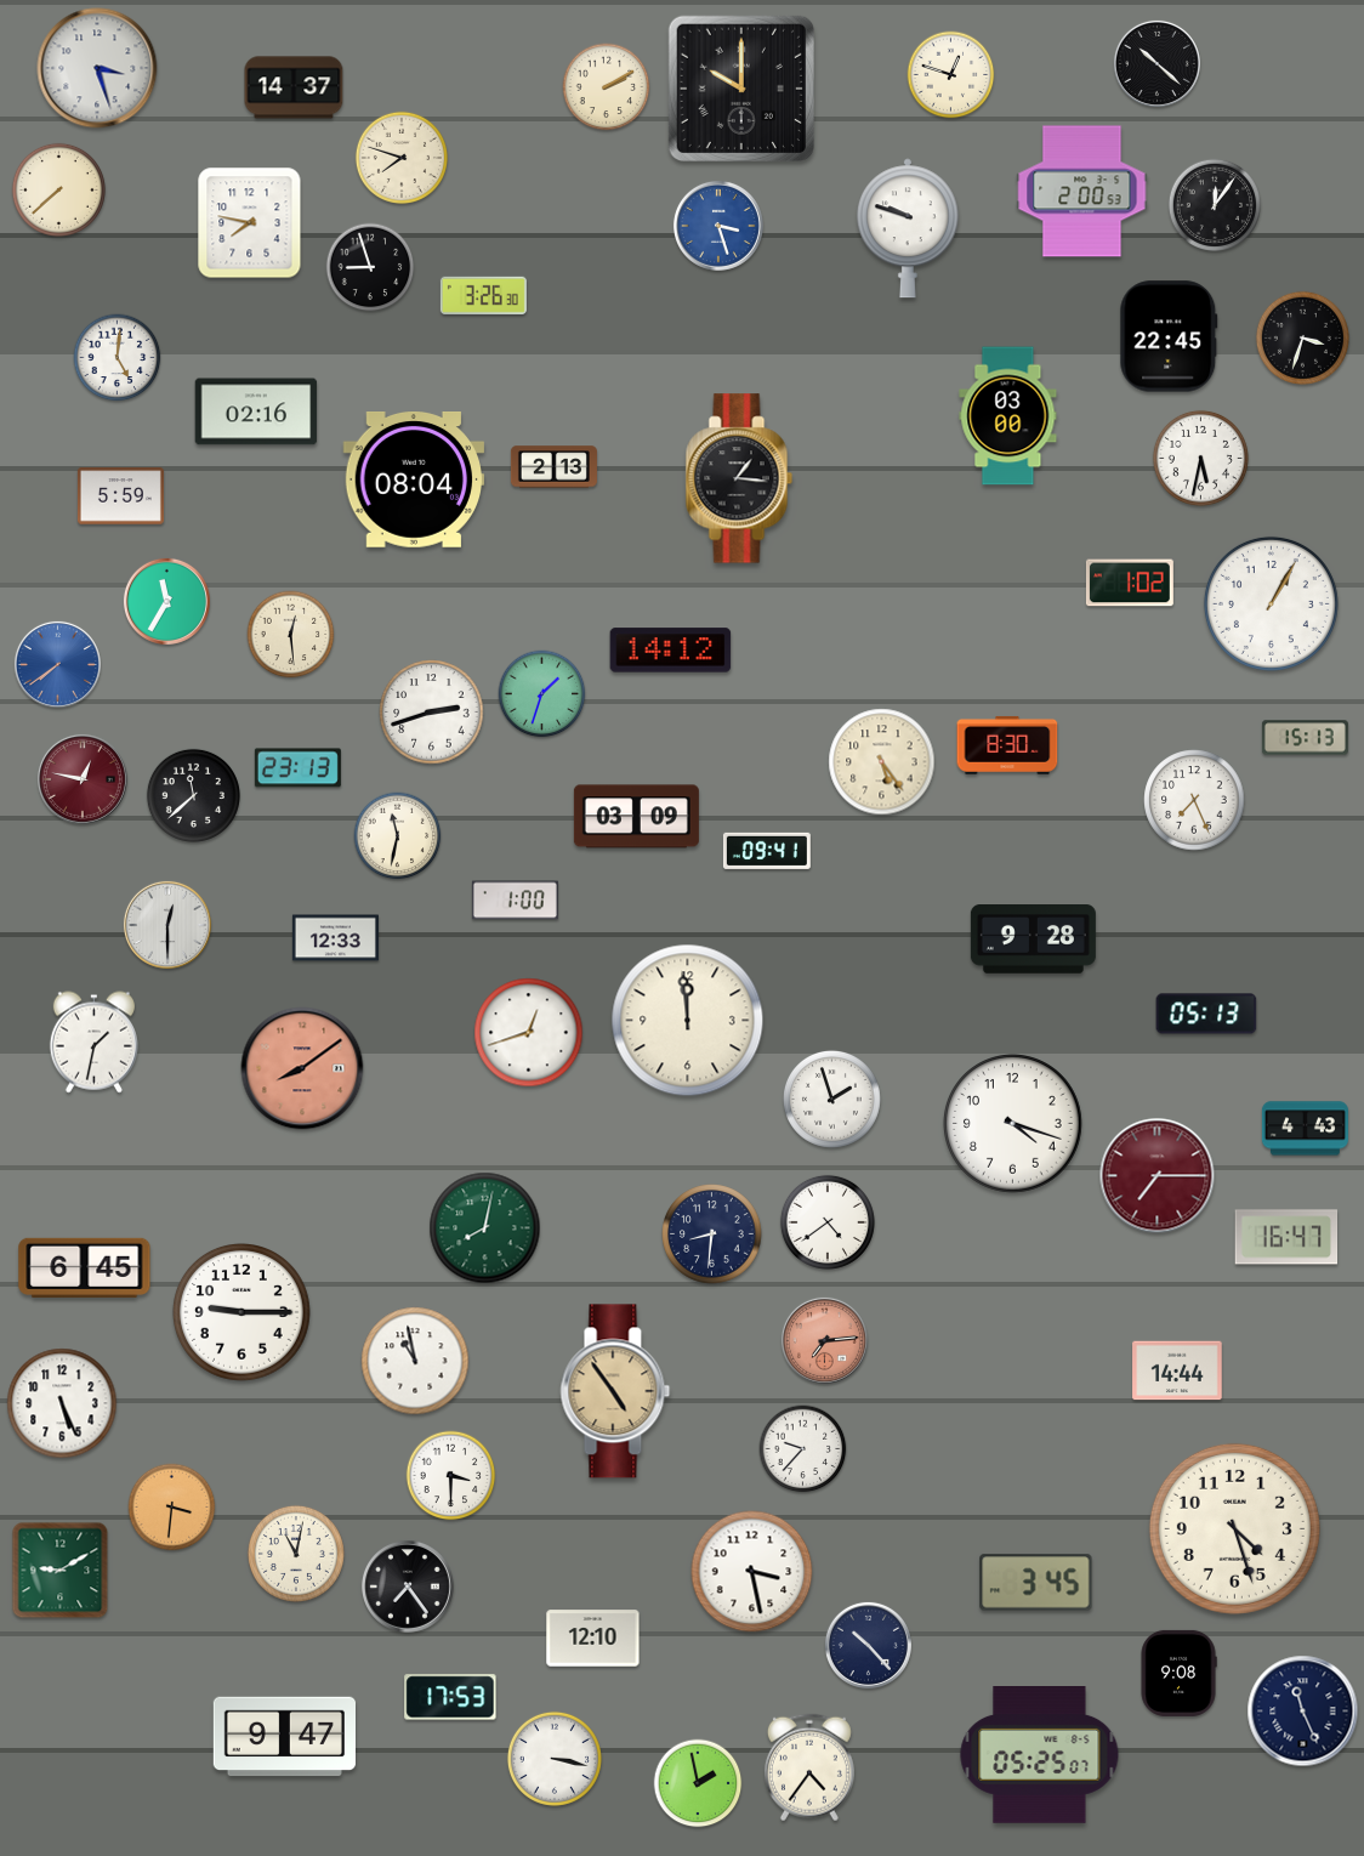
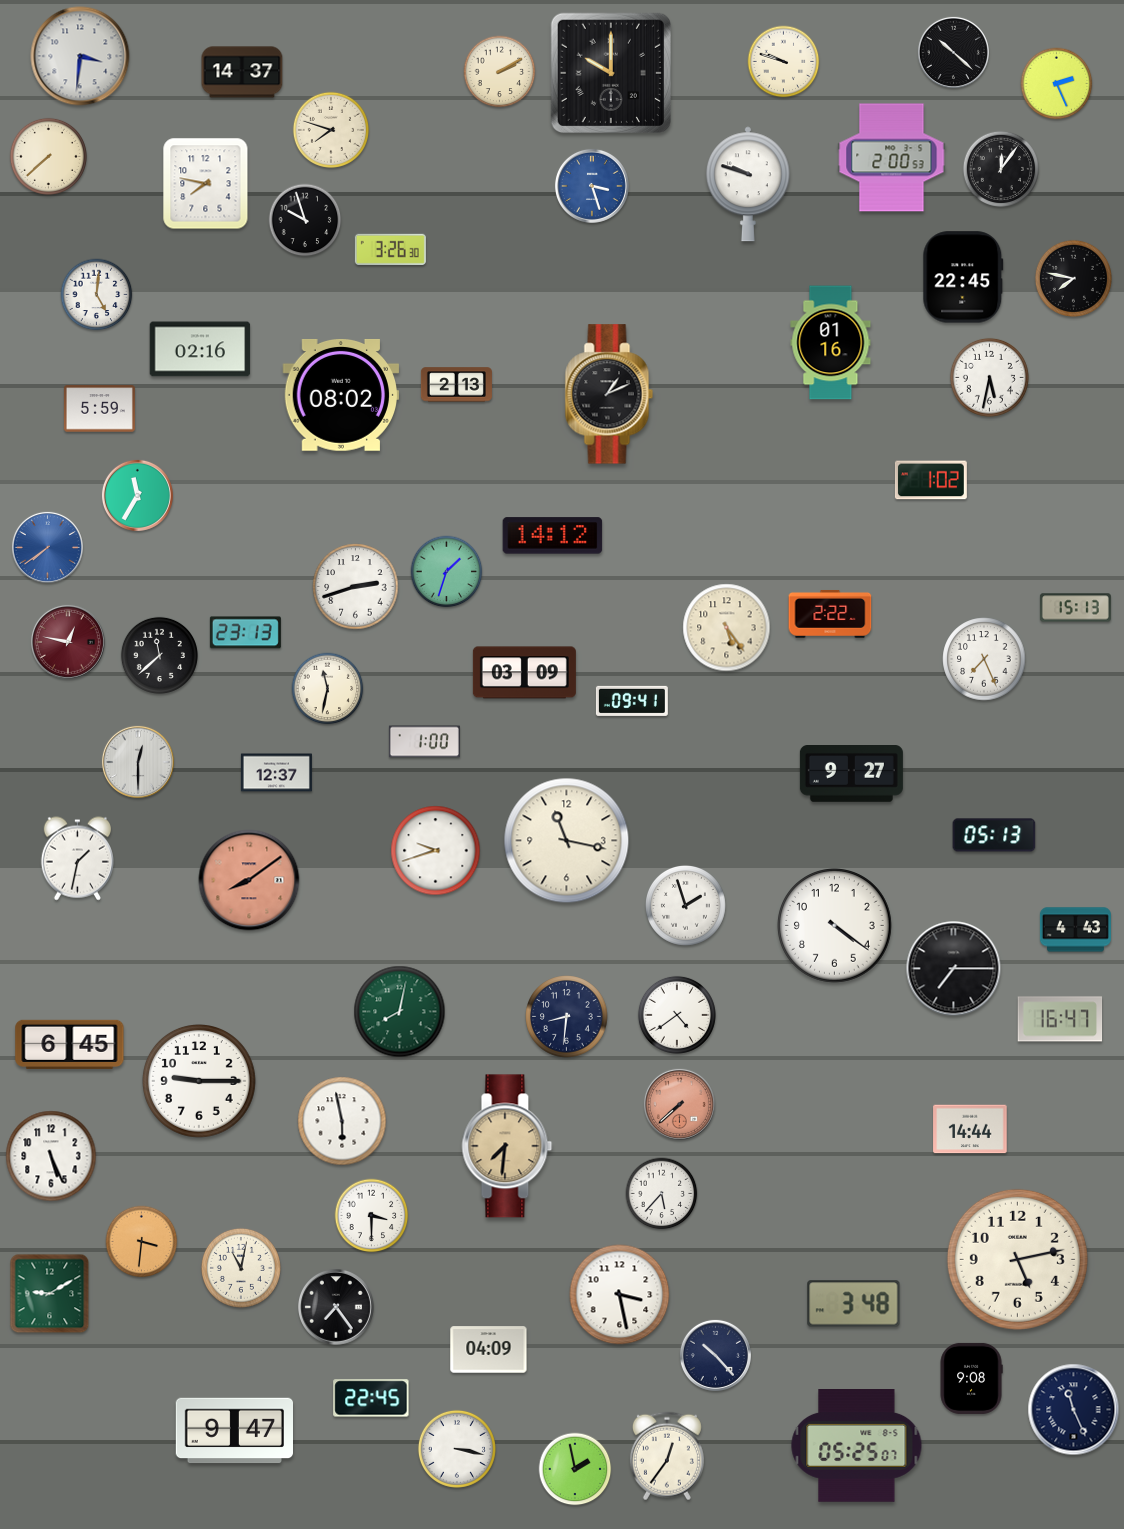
clock at (97, 68): 3:27 -> 3:31
clock at (951, 75): 12:48 -> 9:48
clock at (1057, 84): none -> 2:26
clock at (908, 228) position: (908, 228) -> (748, 184)
clock at (370, 267): 8:57 -> 9:57
clock at (483, 295) position: (483, 295) -> (390, 249)
clock at (1302, 337): 3:33 -> 7:47
clock at (256, 412) position: (256, 412) -> (200, 349)
clock at (1008, 416): 03:00 -> 01:16
clock at (739, 478): 1:16 -> 1:11
clock at (413, 481): 08:04 -> 08:02
clock at (1271, 603): 1:05 -> none
clock at (291, 635): 12:29 -> none
clock at (1007, 745): 8:30 -> 2:22
clock at (335, 938): 12:33 -> 12:37
clock at (1033, 940): 9:28 -> 9:27
clock at (688, 1021): 11:59 -> 11:17
clock at (529, 1033): 12:42 -> 9:42
clock at (1013, 1124): 4:18 -> 4:21
clock at (1158, 1176) dial: burgundy -> black
clock at (828, 1222) position: (828, 1222) -> (677, 1015)
clock at (712, 1235) position: (712, 1235) -> (567, 1017)
clock at (824, 1340): 7:14 -> 7:38
clock at (415, 1361): 10:58 -> 5:58
clock at (615, 1391): 4:54 -> 7:31
clock at (803, 1449): 9:37 -> 5:37
clock at (1234, 1528): 4:27 -> 5:13
clock at (296, 1554) position: (296, 1554) -> (241, 1268)
clock at (1036, 1583): 3:45 -> 3:48
clock at (593, 1639): 12:10 -> 04:09
clock at (450, 1697): 17:53 -> 22:45
clock at (809, 1767): 4:36 -> 12:36
